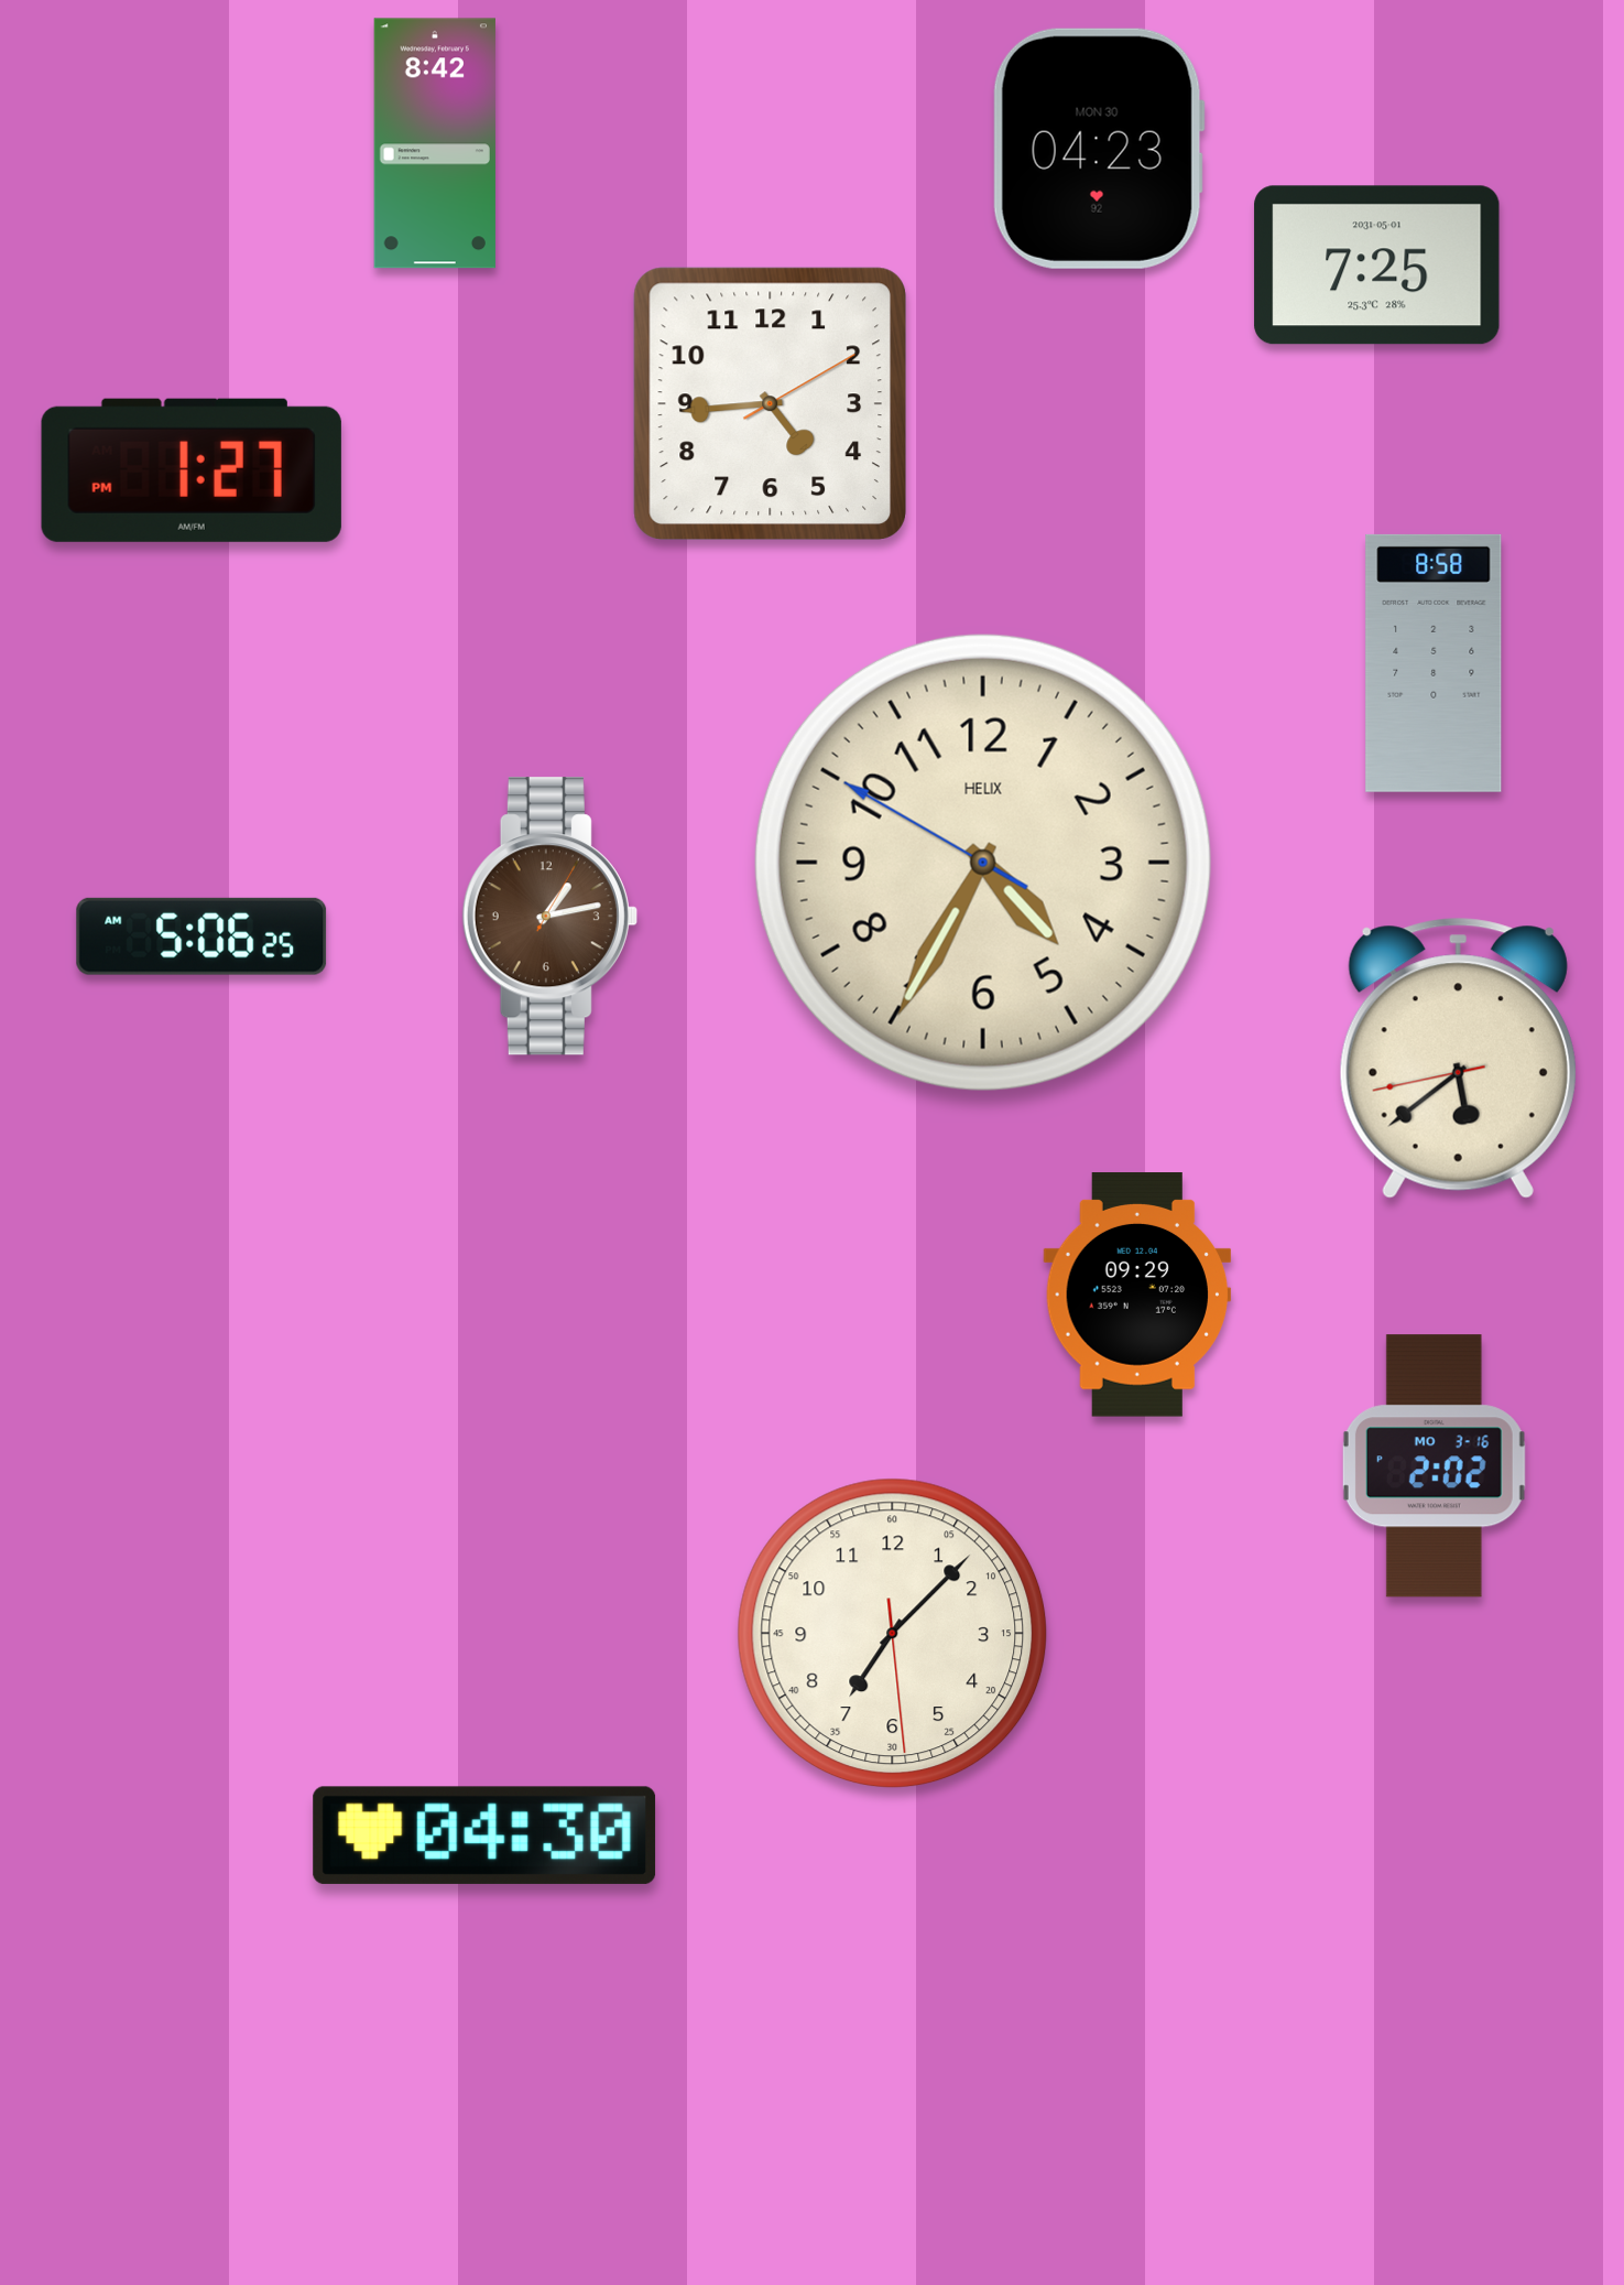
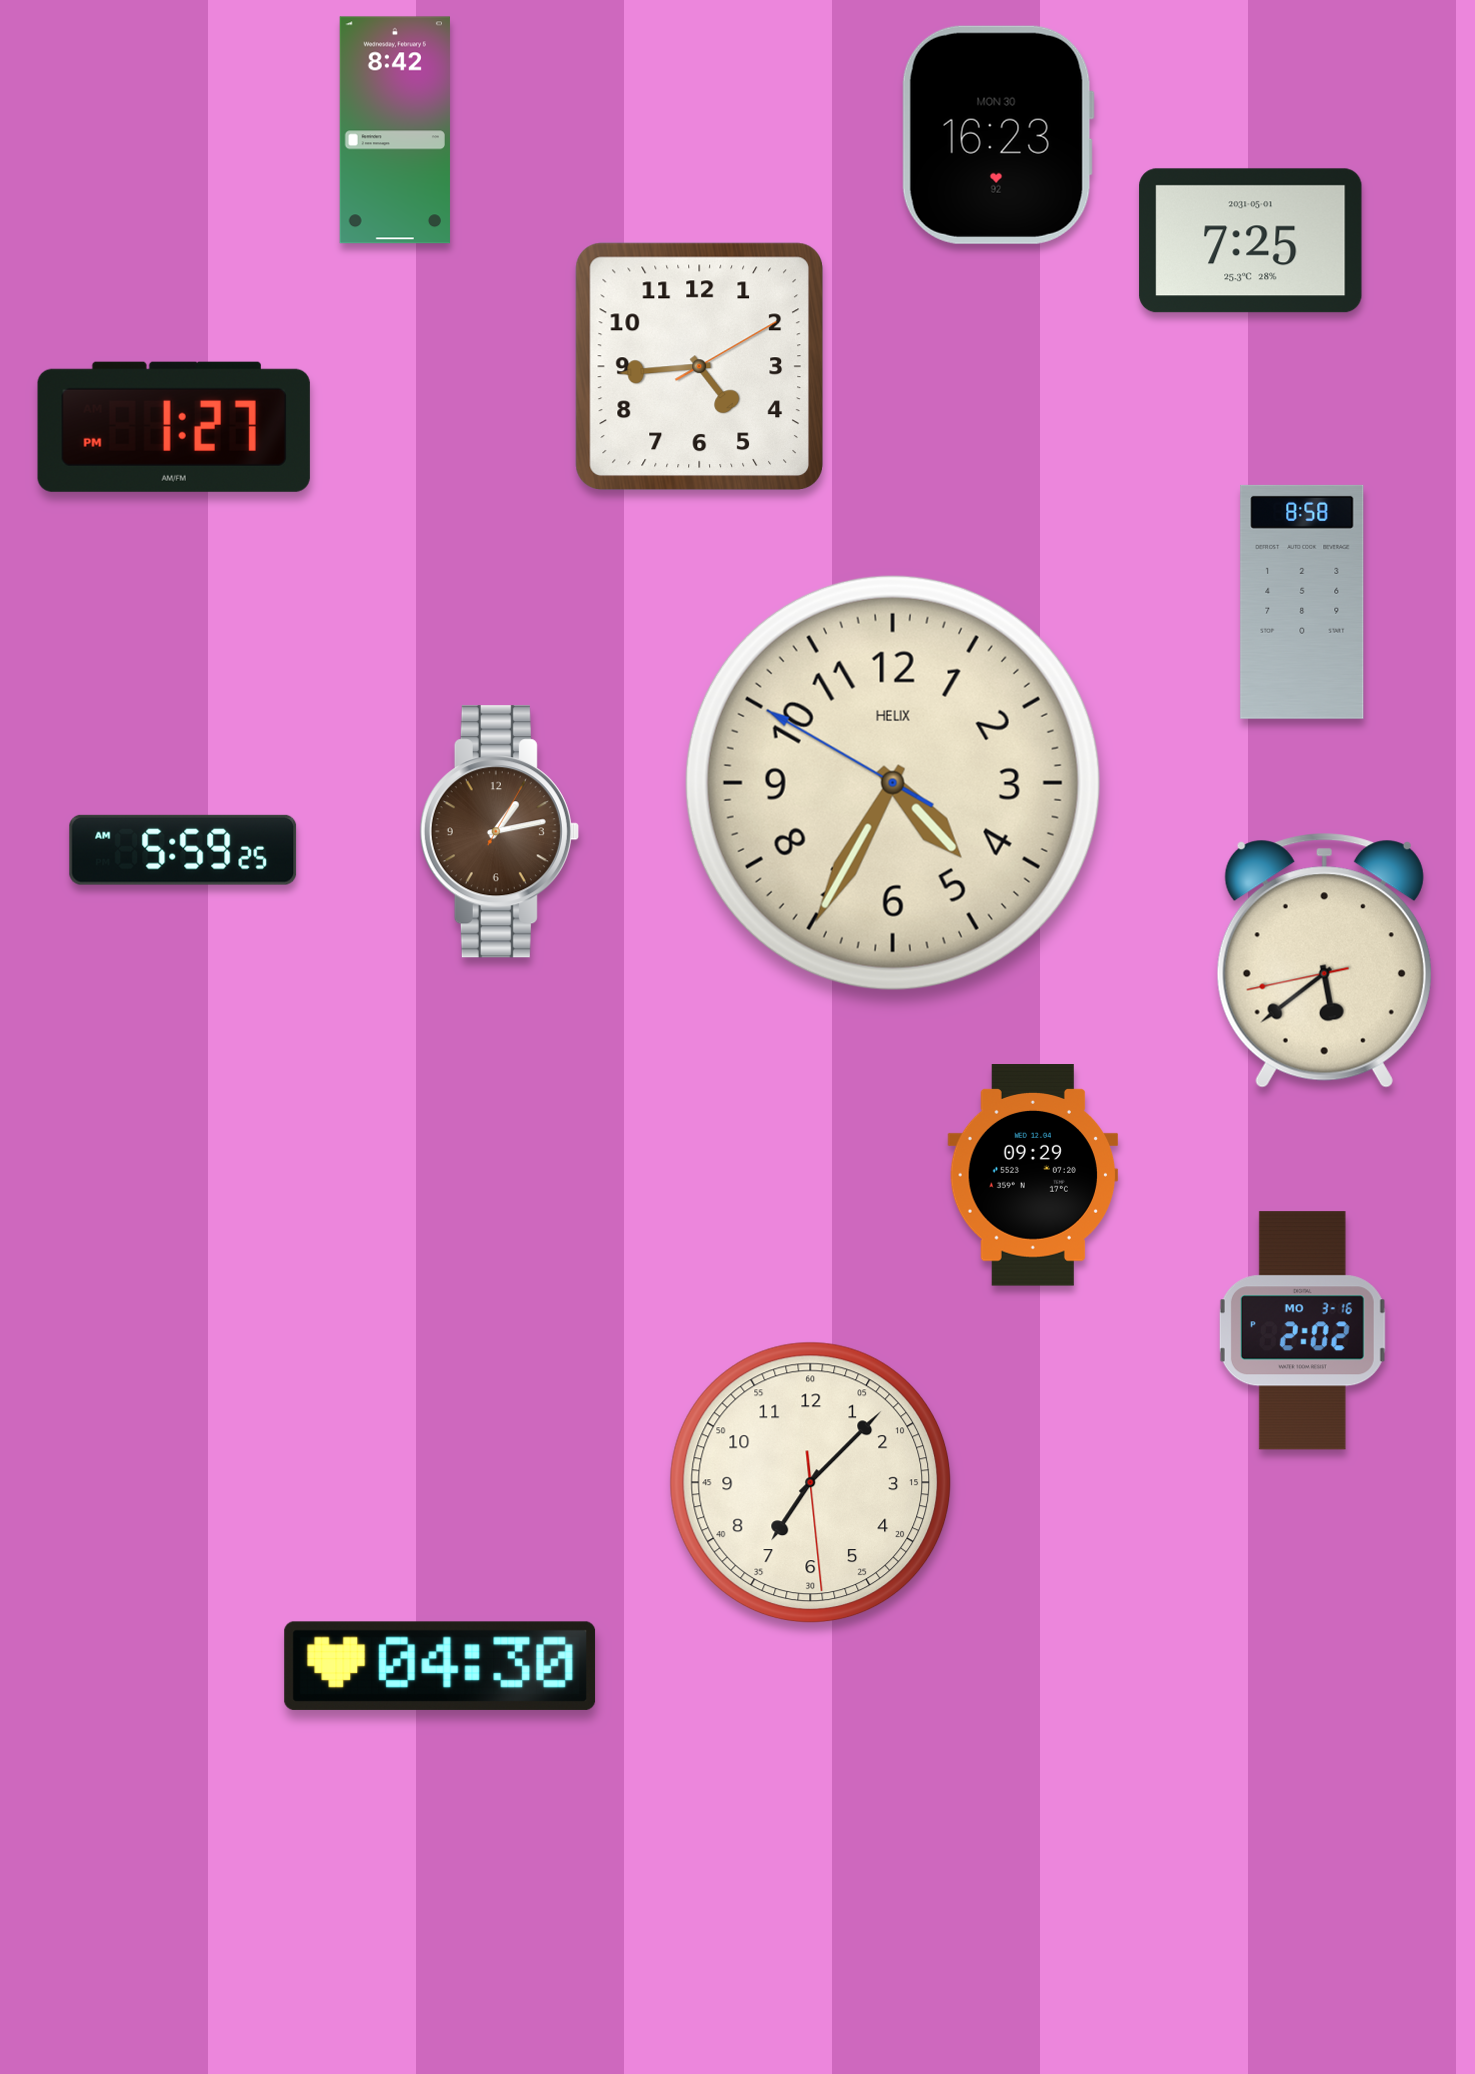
clock at (1099, 149): 04:23 -> 16:23
clock at (201, 936): 5:06 -> 5:59
